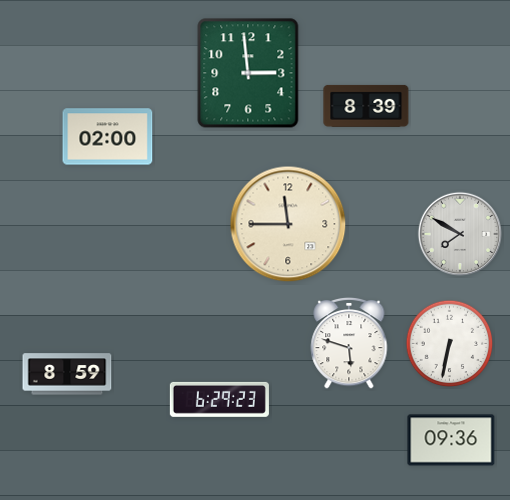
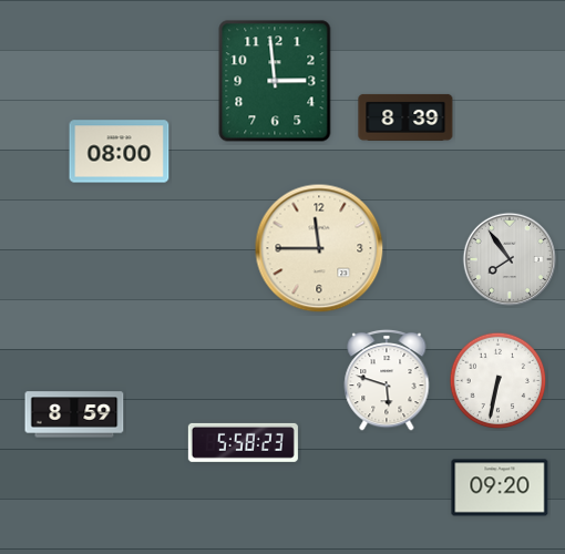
clock at (108, 137): 02:00 -> 08:00
clock at (460, 234): 7:50 -> 7:54
clock at (219, 399): 6:29 -> 5:58
clock at (451, 440): 09:36 -> 09:20
